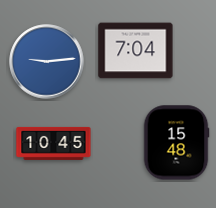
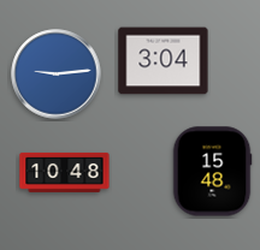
clock at (136, 51): 7:04 -> 3:04
clock at (54, 143): 10:45 -> 10:48
